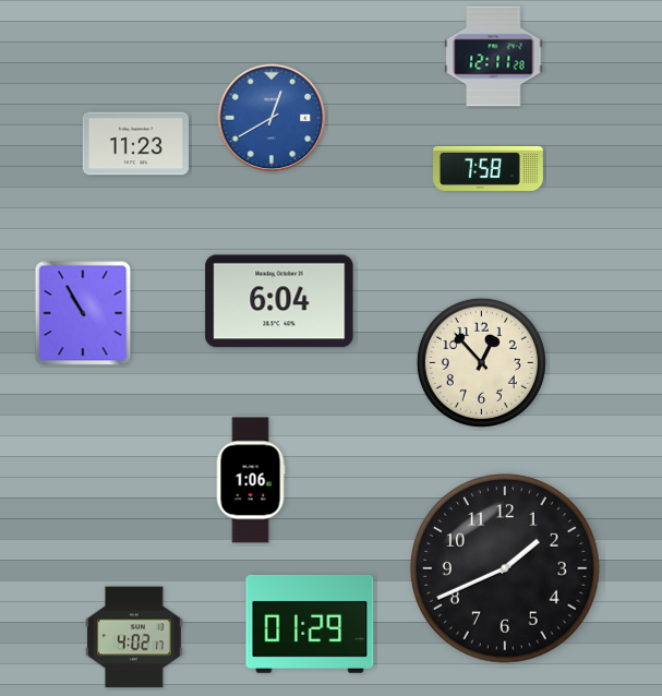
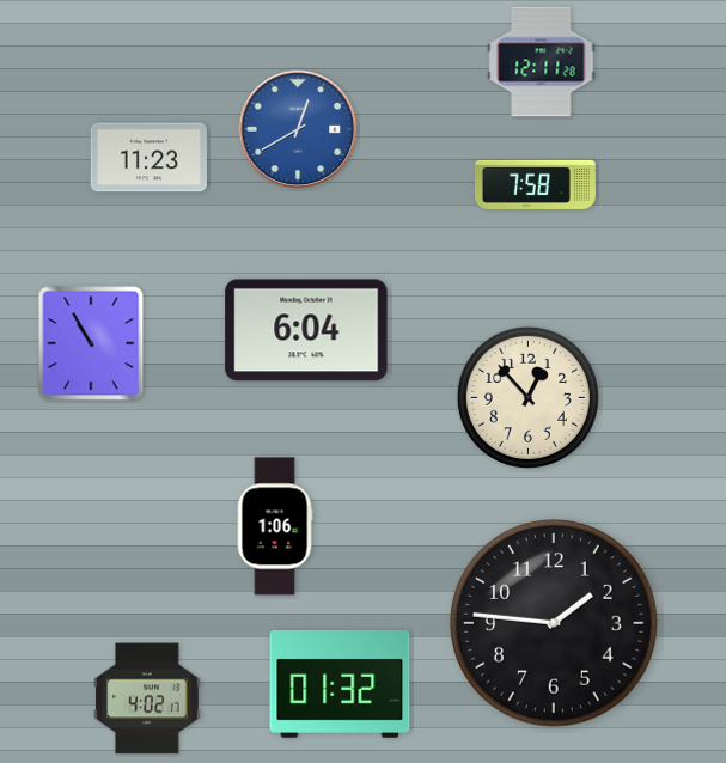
clock at (506, 569): 1:41 -> 1:46
clock at (310, 625): 01:29 -> 01:32
